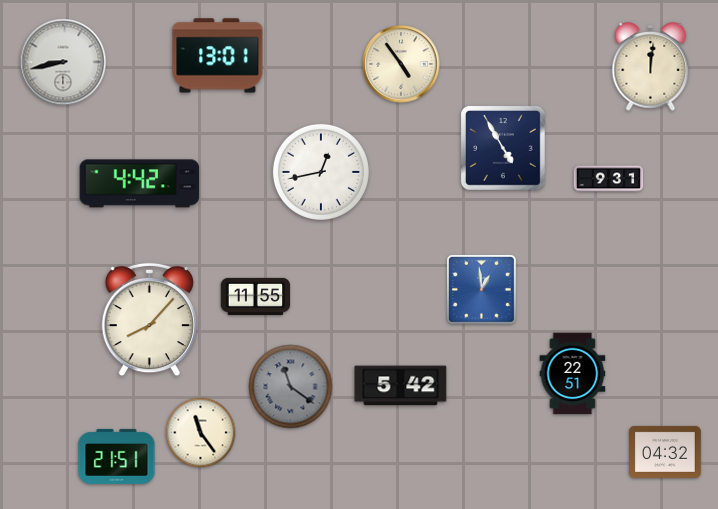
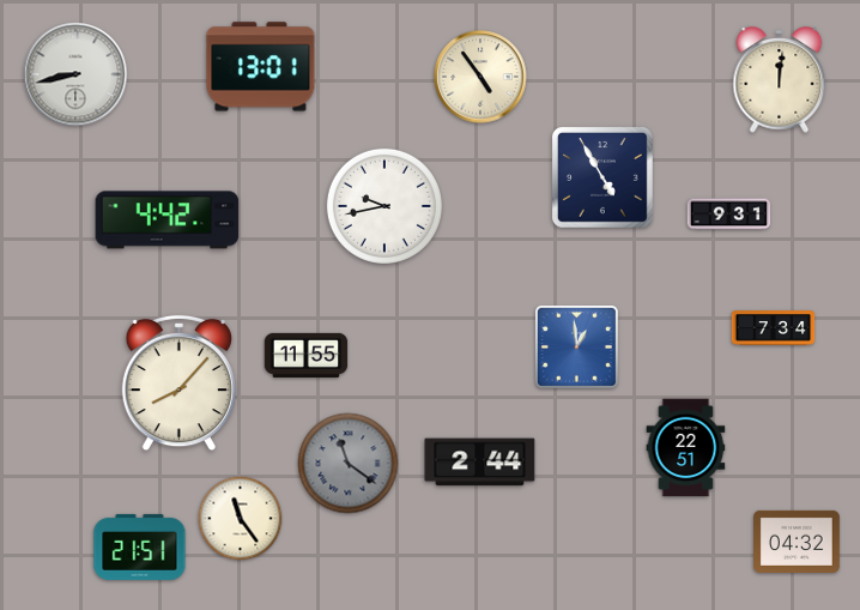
clock at (321, 172): 12:43 -> 9:43
clock at (774, 328): none -> 7:34
clock at (401, 386): 5:42 -> 2:44
